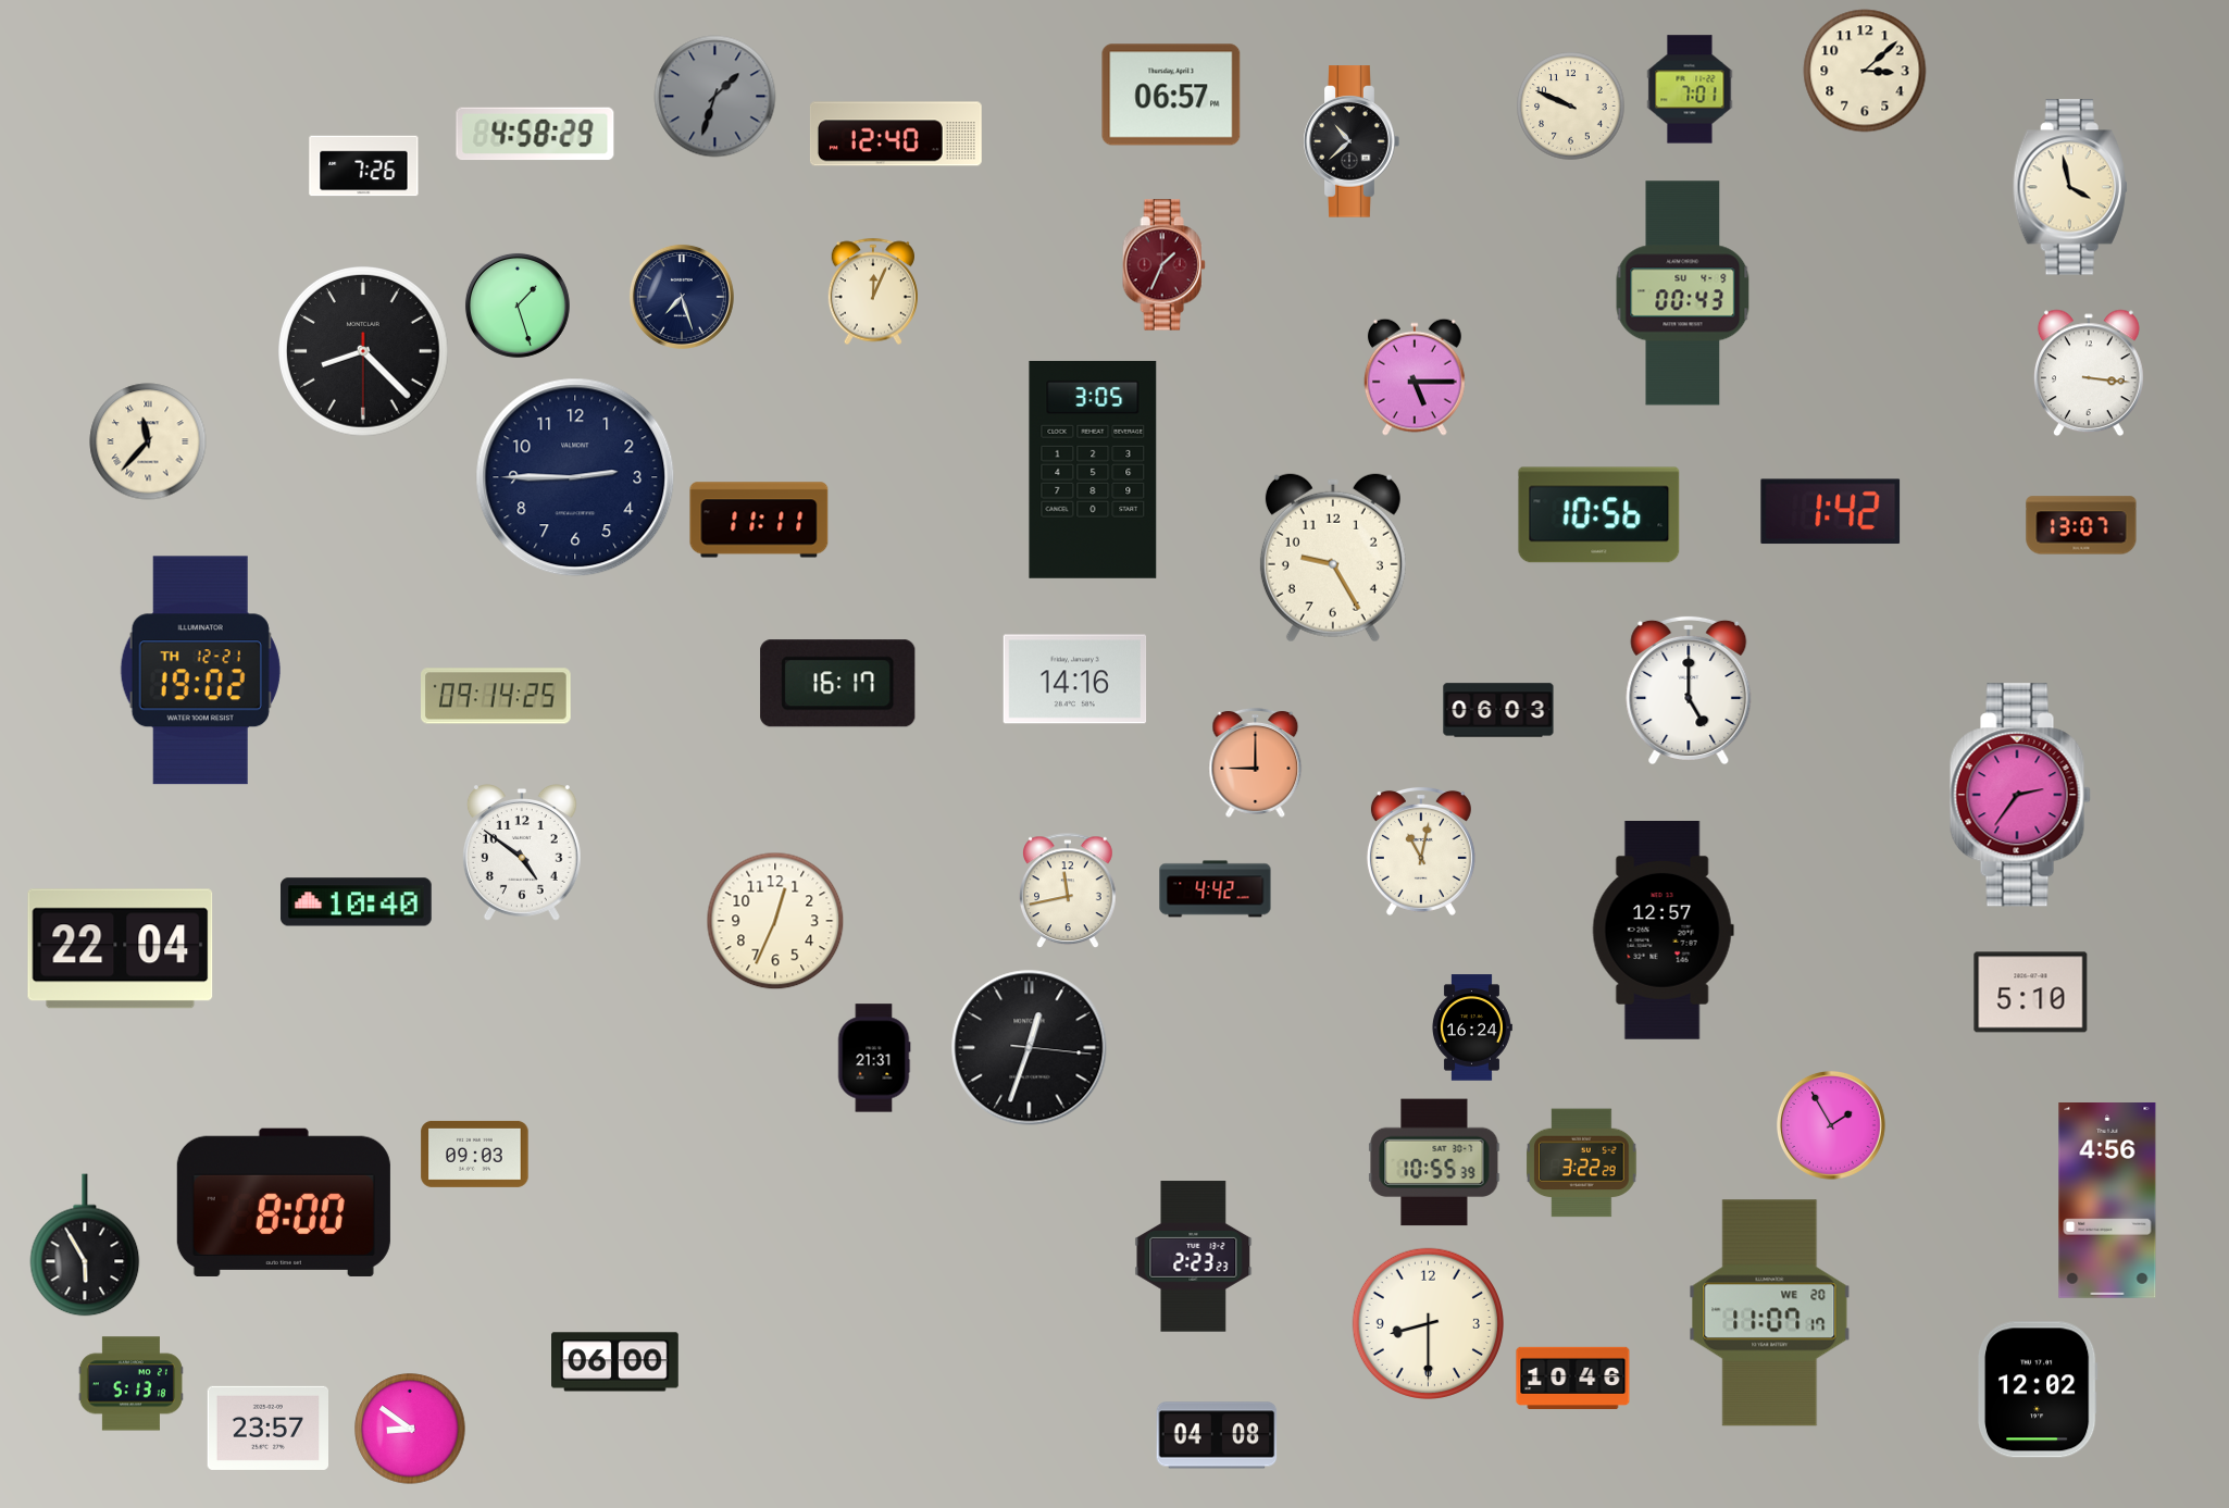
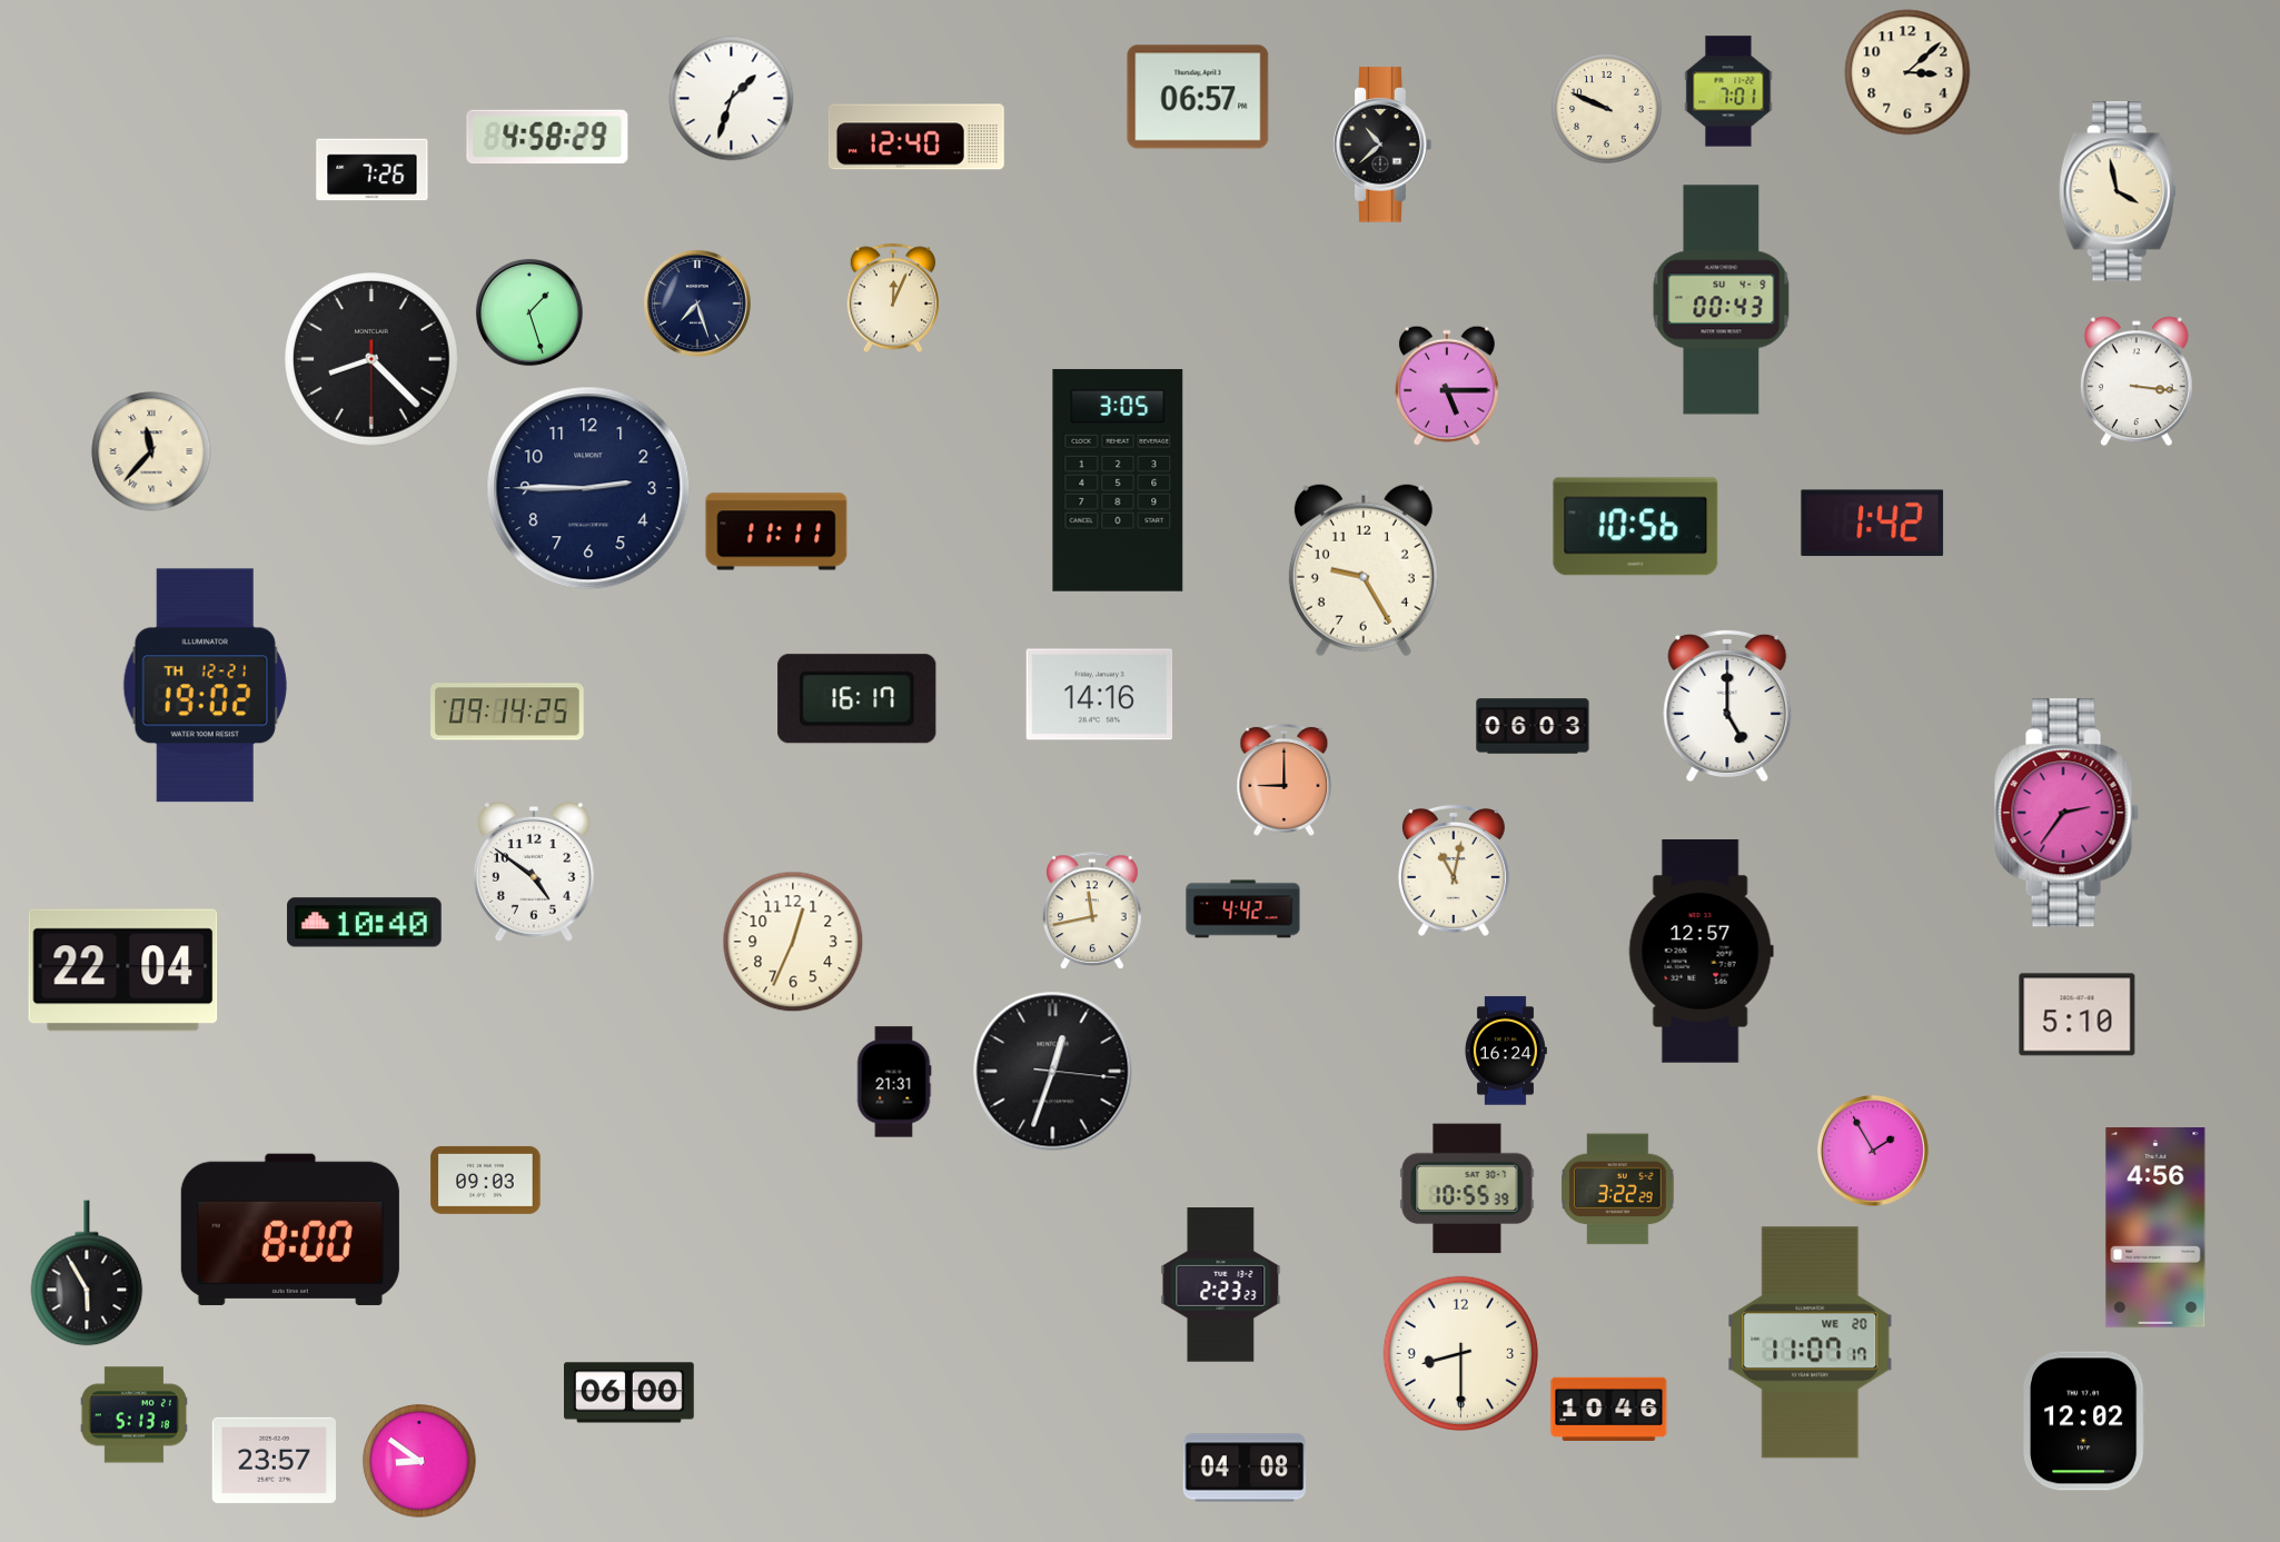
clock at (715, 97) dial: grey -> white
clock at (1163, 265): 1:34 -> none
clock at (2081, 525): 13:07 -> none
